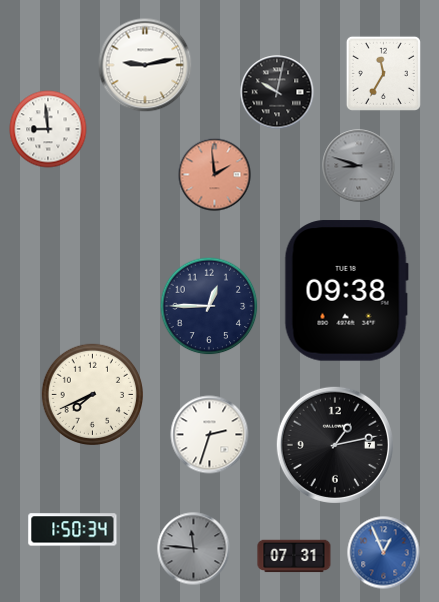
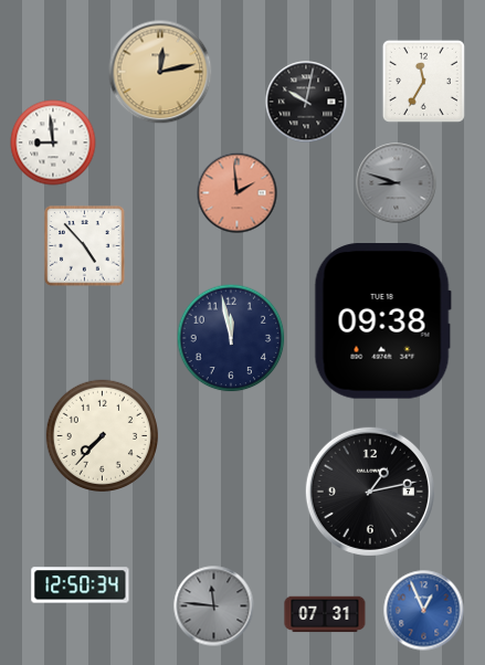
clock at (145, 65): 9:13 -> 12:13
clock at (145, 65) dial: white -> champagne
clock at (85, 246): none -> 4:53
clock at (209, 306): 12:45 -> 11:58
clock at (92, 394): 7:41 -> 7:37
clock at (210, 435): 2:33 -> none
clock at (73, 530): 1:50 -> 12:50
